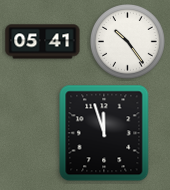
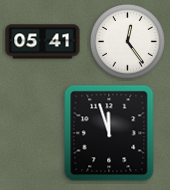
clock at (128, 42): 10:24 -> 12:24
clock at (104, 133) position: (104, 133) -> (109, 133)
